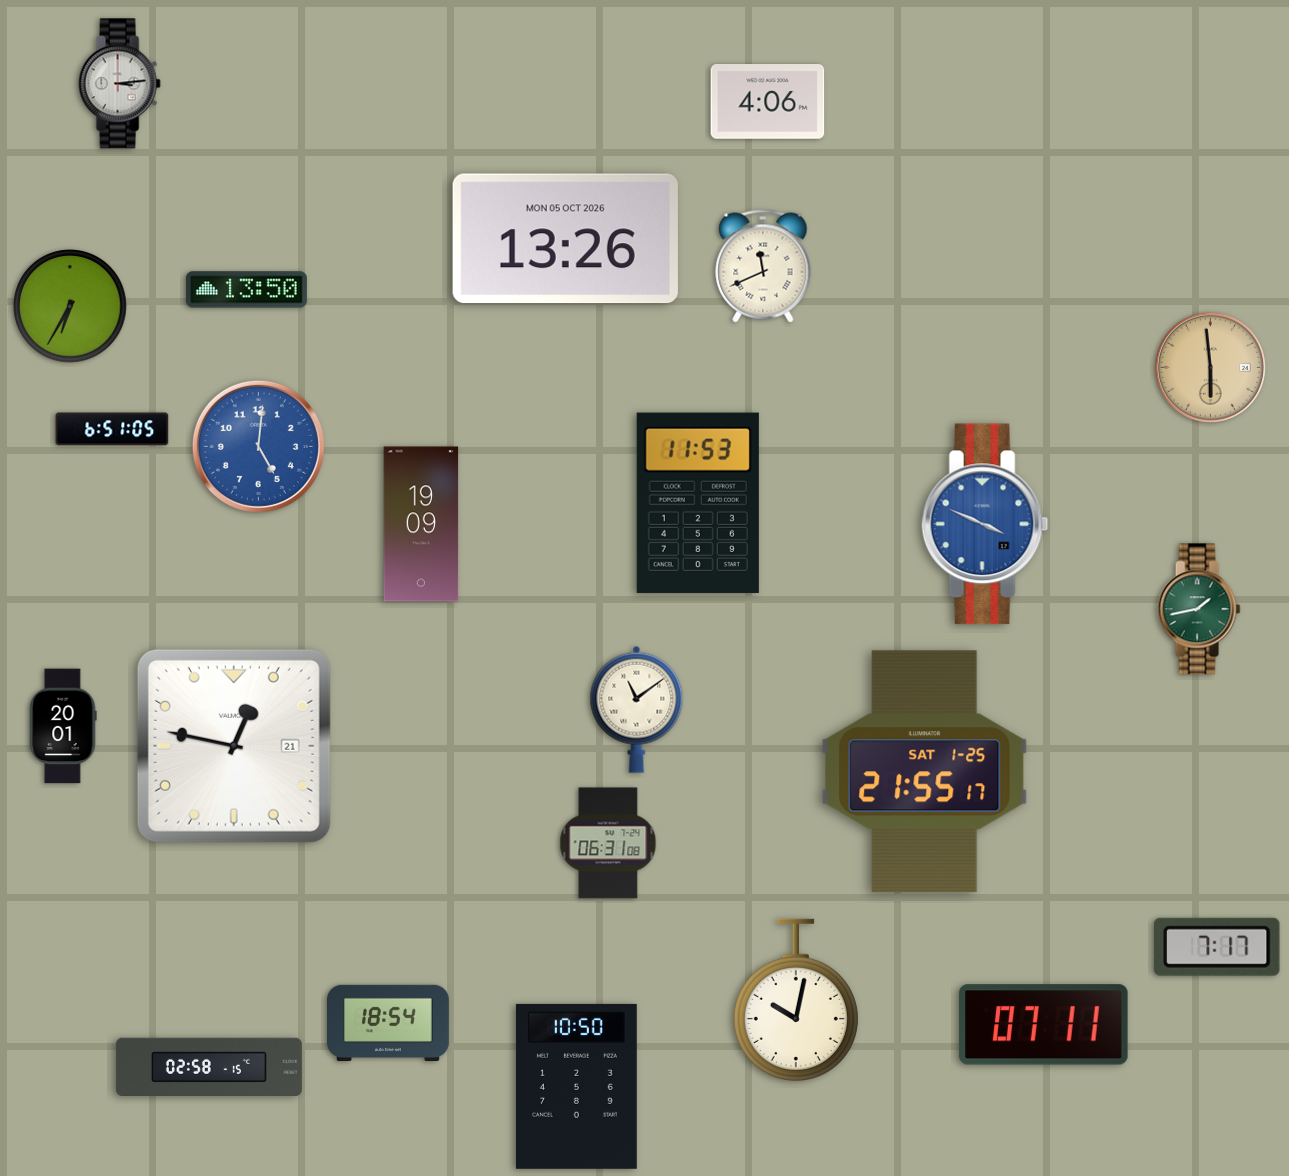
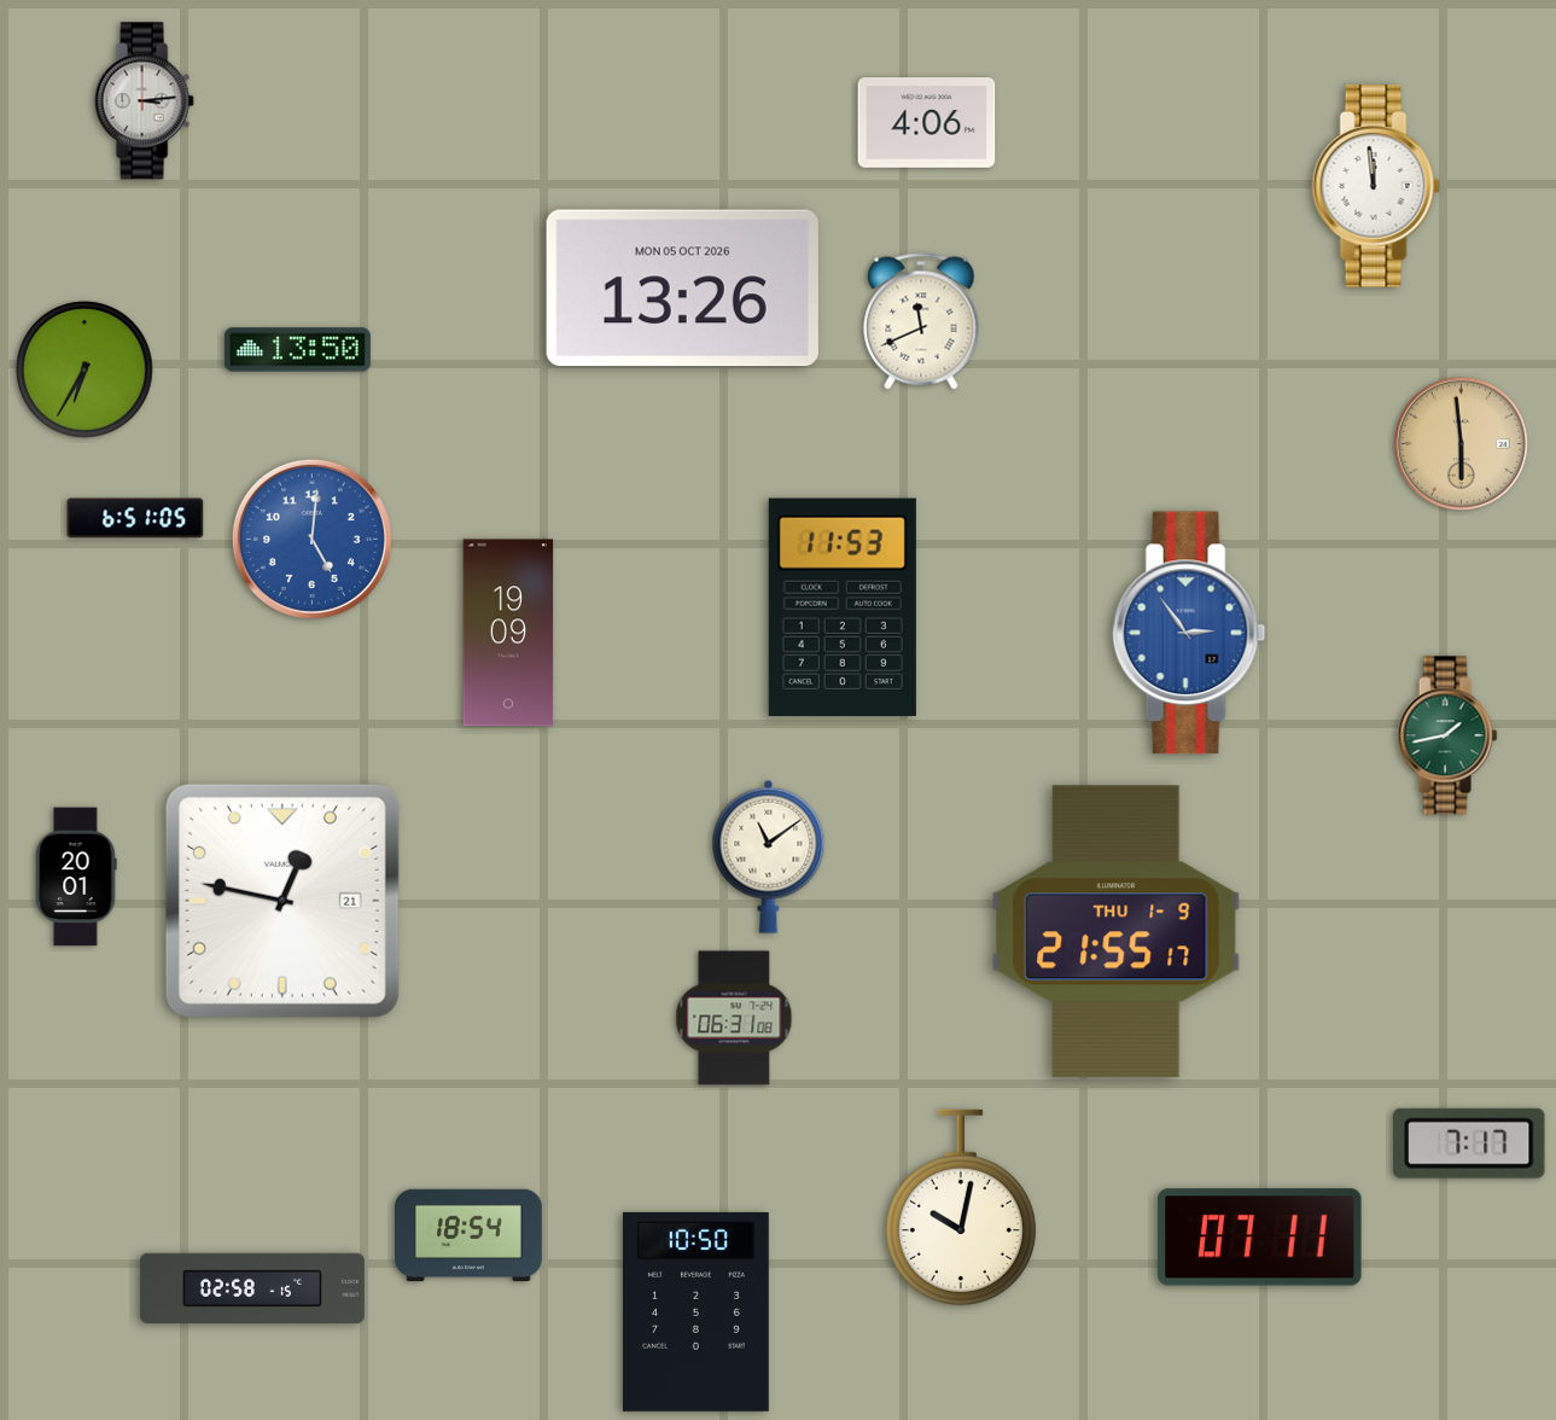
clock at (1376, 186): none -> 11:59
clock at (985, 524): 3:49 -> 2:54
clock at (925, 772) date: SAT 1-25 -> THU 1-9
